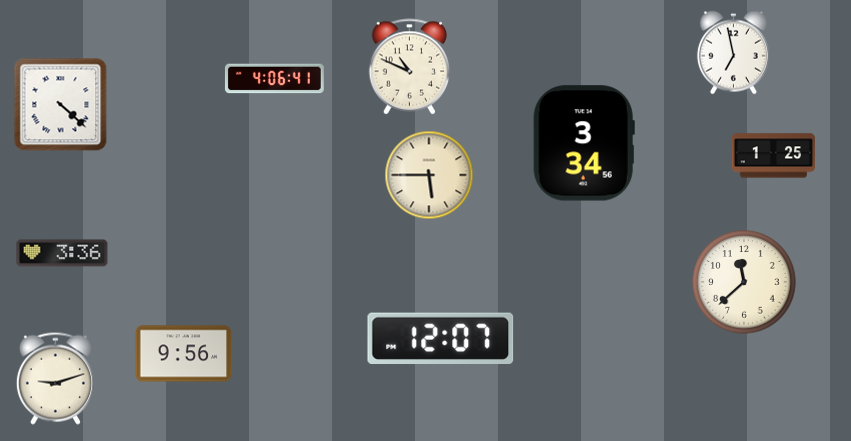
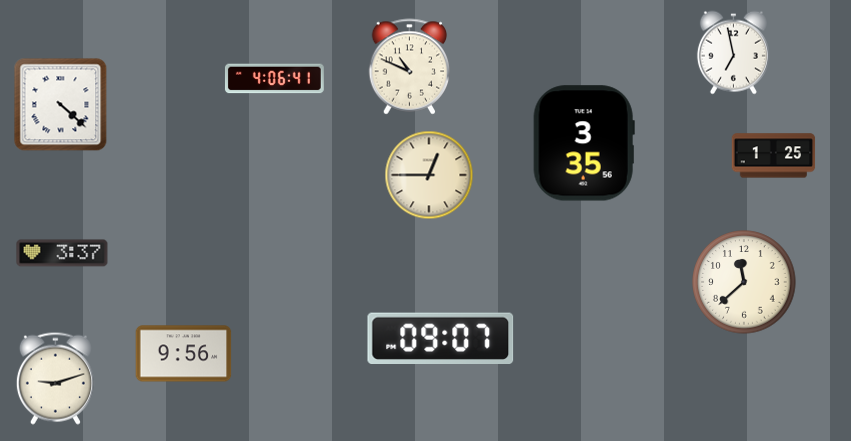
clock at (584, 143): 3:34 -> 3:35
clock at (429, 175): 5:45 -> 12:45
clock at (62, 253): 3:36 -> 3:37
clock at (441, 339): 12:07 -> 09:07
